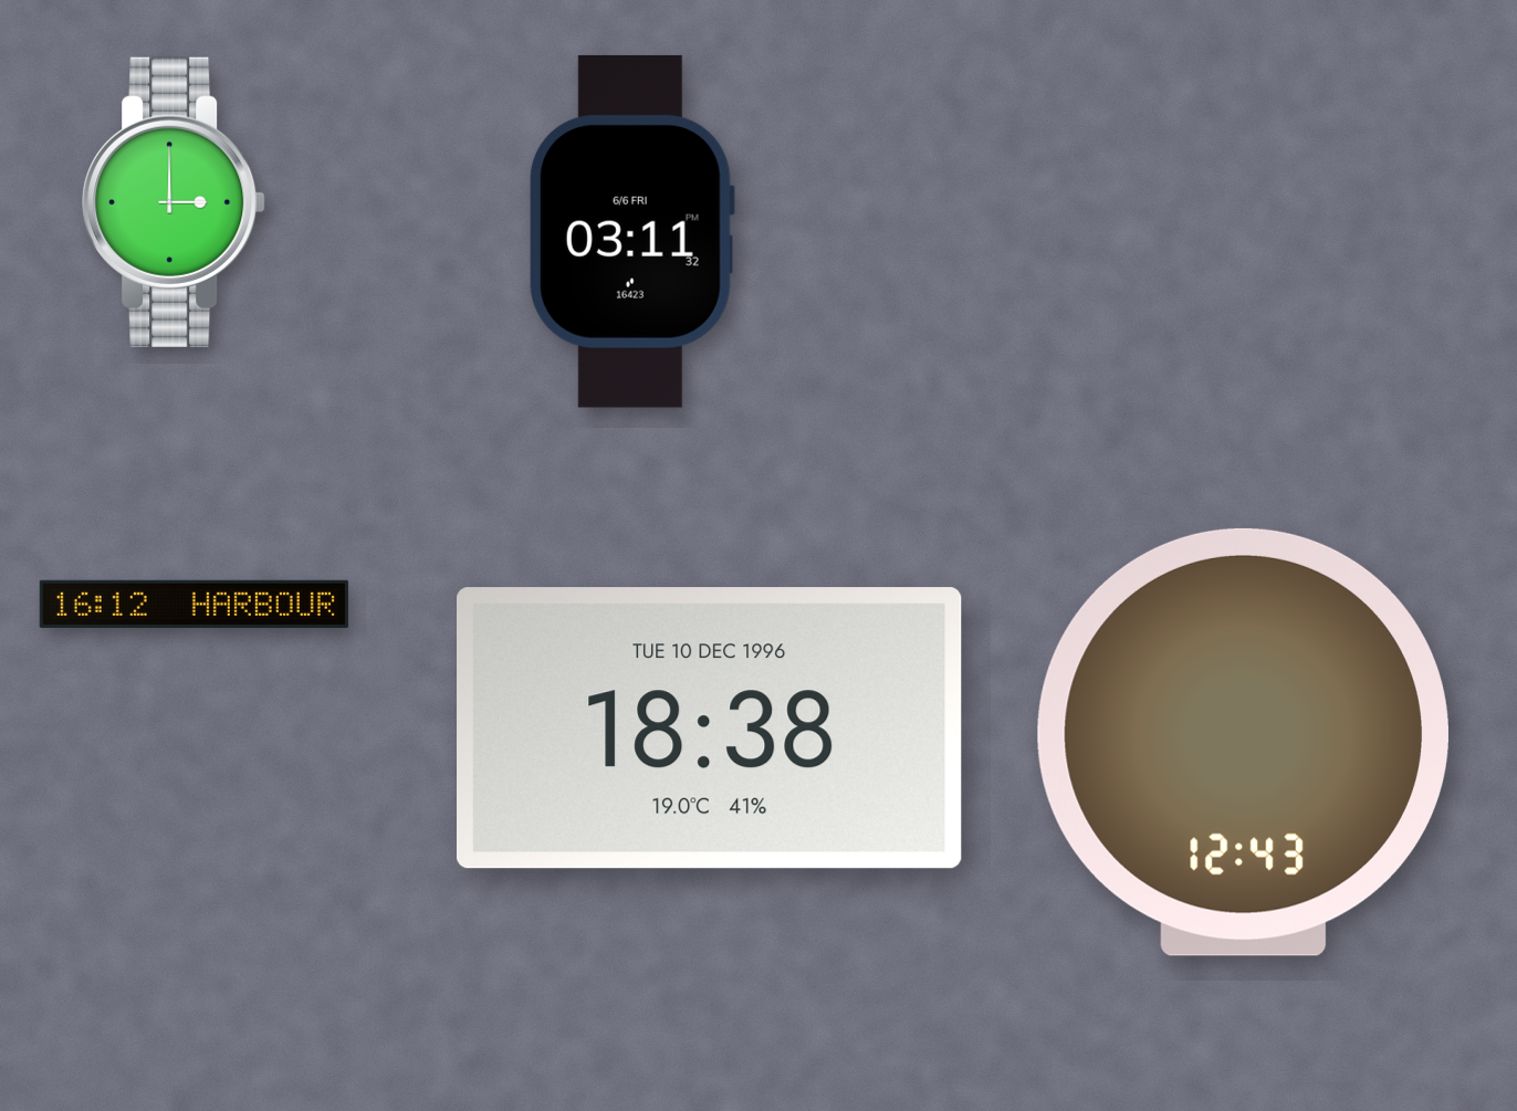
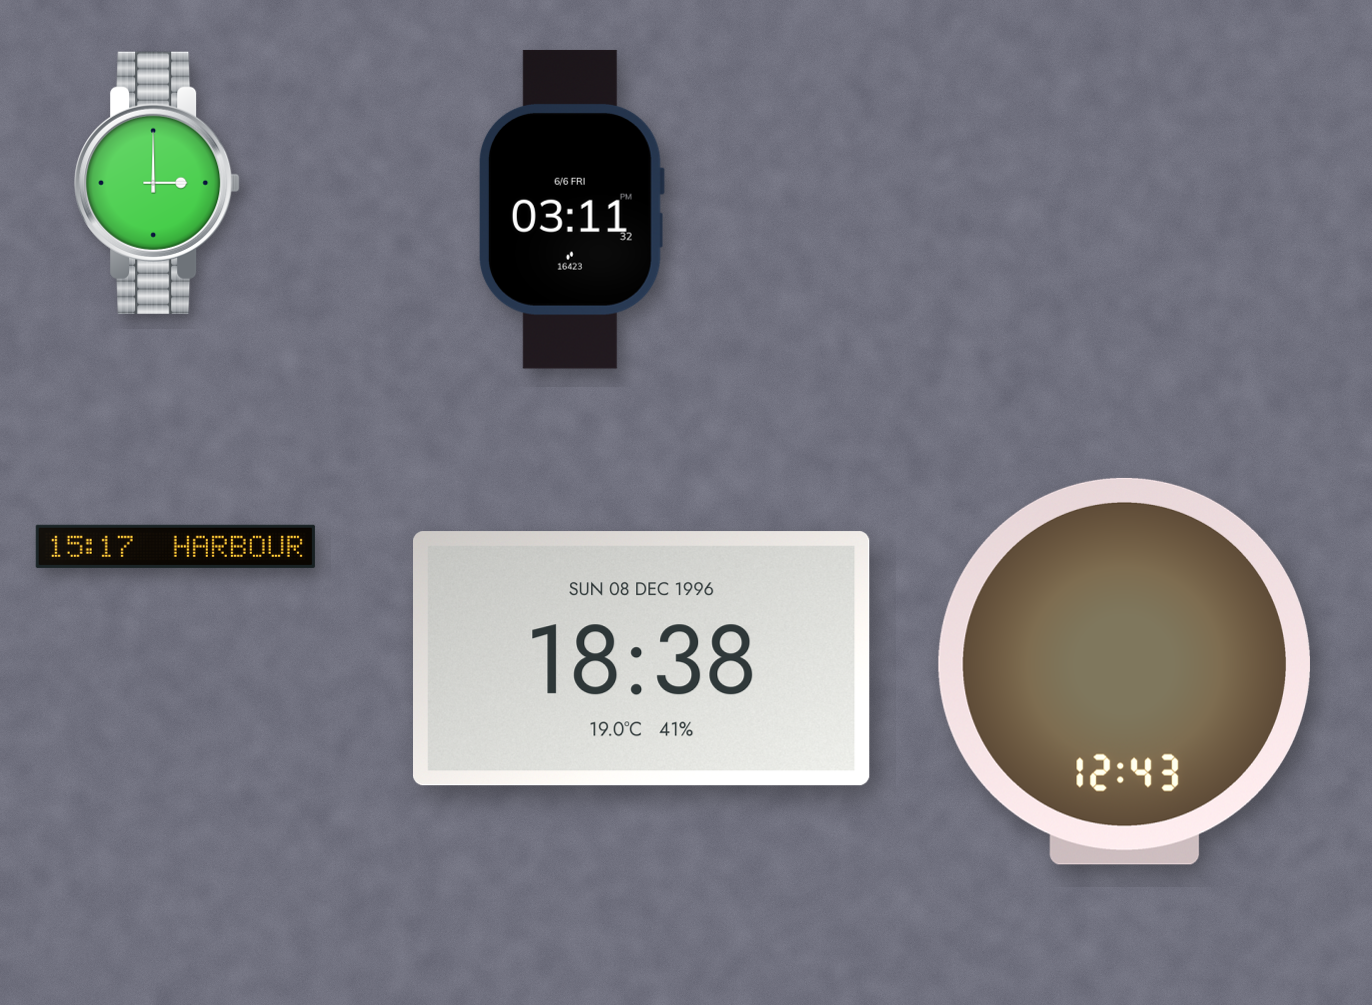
clock at (193, 604): 16:12 -> 15:17
clock at (710, 729) date: TUE 10 DEC 1996 -> SUN 08 DEC 1996
